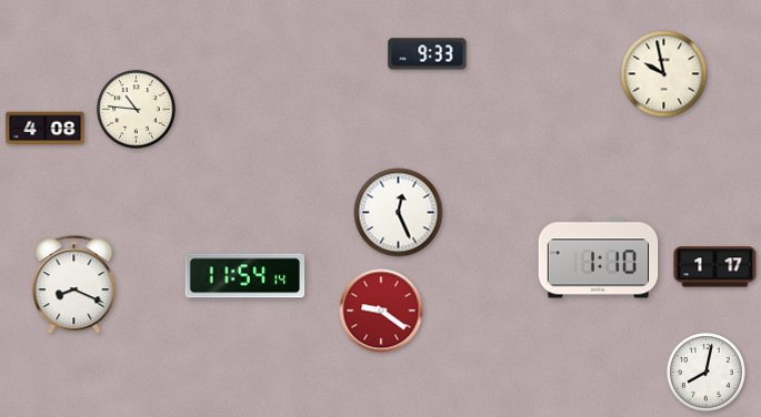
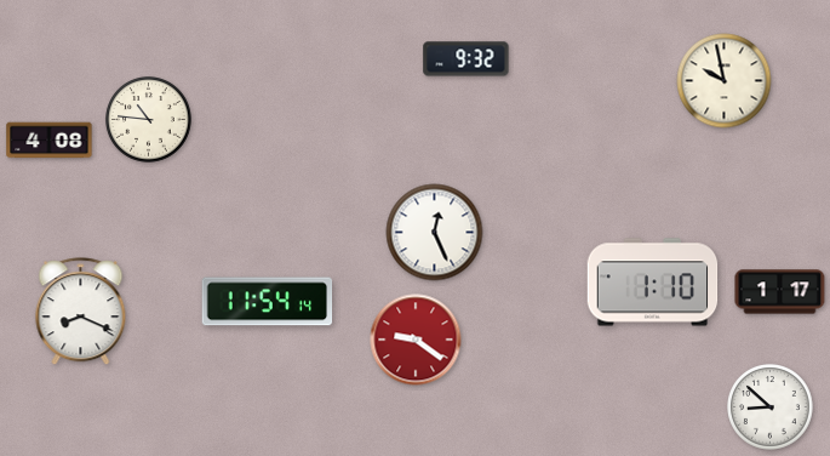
clock at (428, 54): 9:33 -> 9:32
clock at (707, 373): 8:02 -> 8:52
